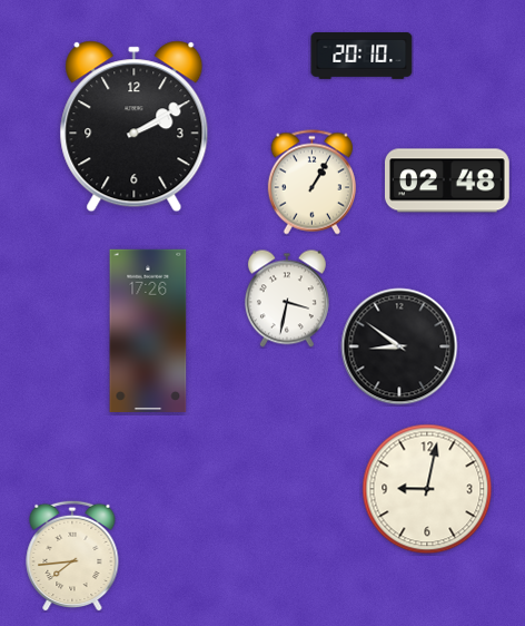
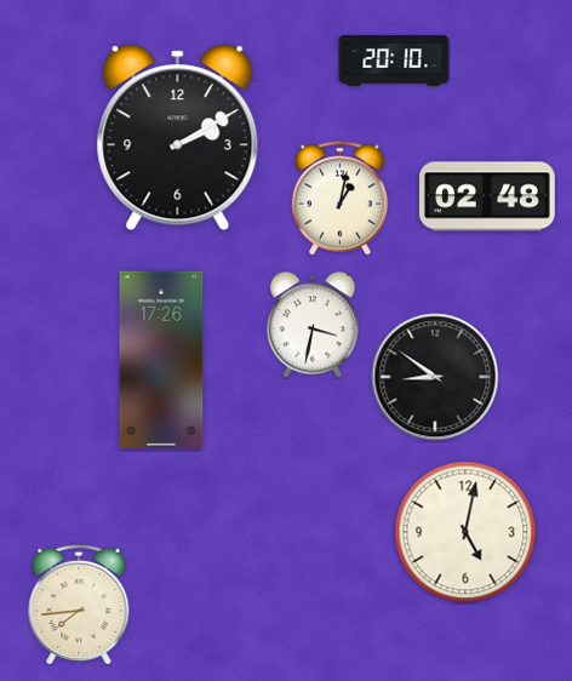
clock at (135, 127) position: (135, 127) -> (178, 138)
clock at (311, 183): 1:05 -> 1:02
clock at (427, 489): 9:02 -> 5:02
